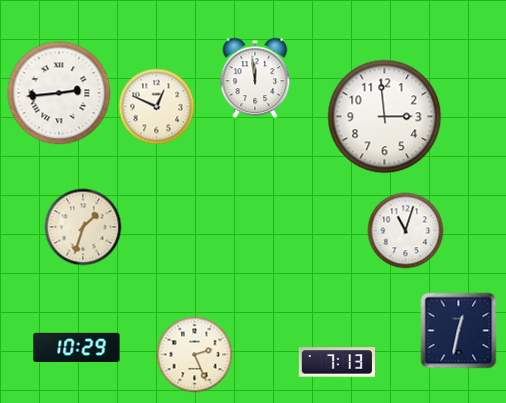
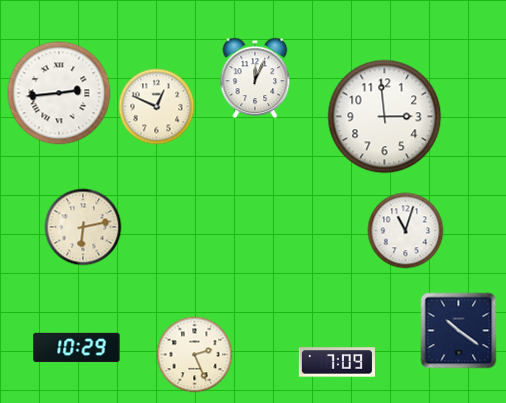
clock at (255, 78): 11:59 -> 12:04
clock at (83, 227): 1:33 -> 6:13
clock at (459, 331): 12:32 -> 10:21
clock at (337, 362): 7:13 -> 7:09
